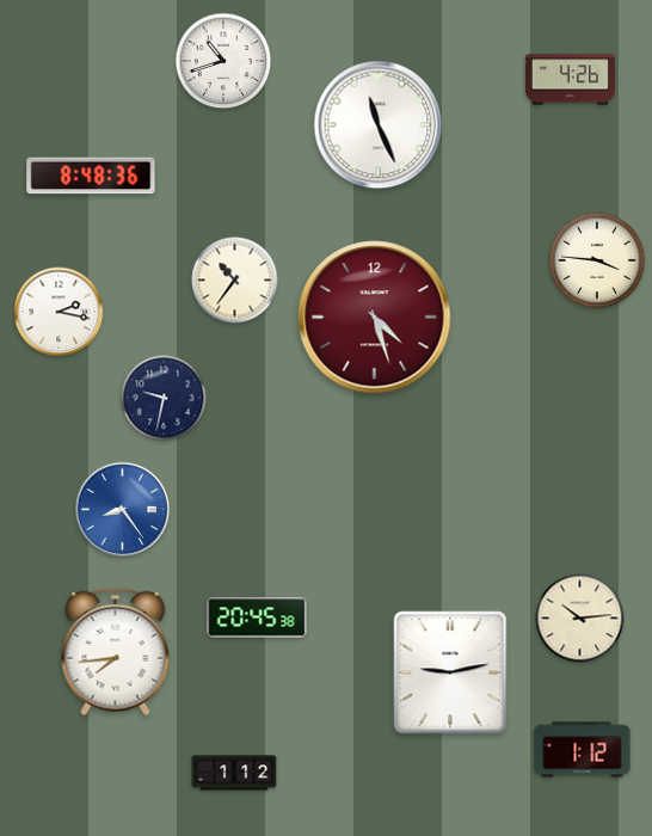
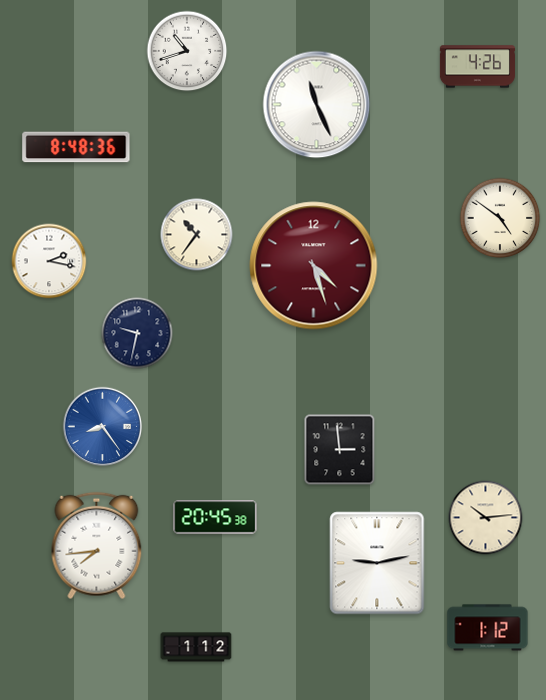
clock at (597, 260): 3:46 -> 4:51
clock at (340, 450): none -> 2:59
